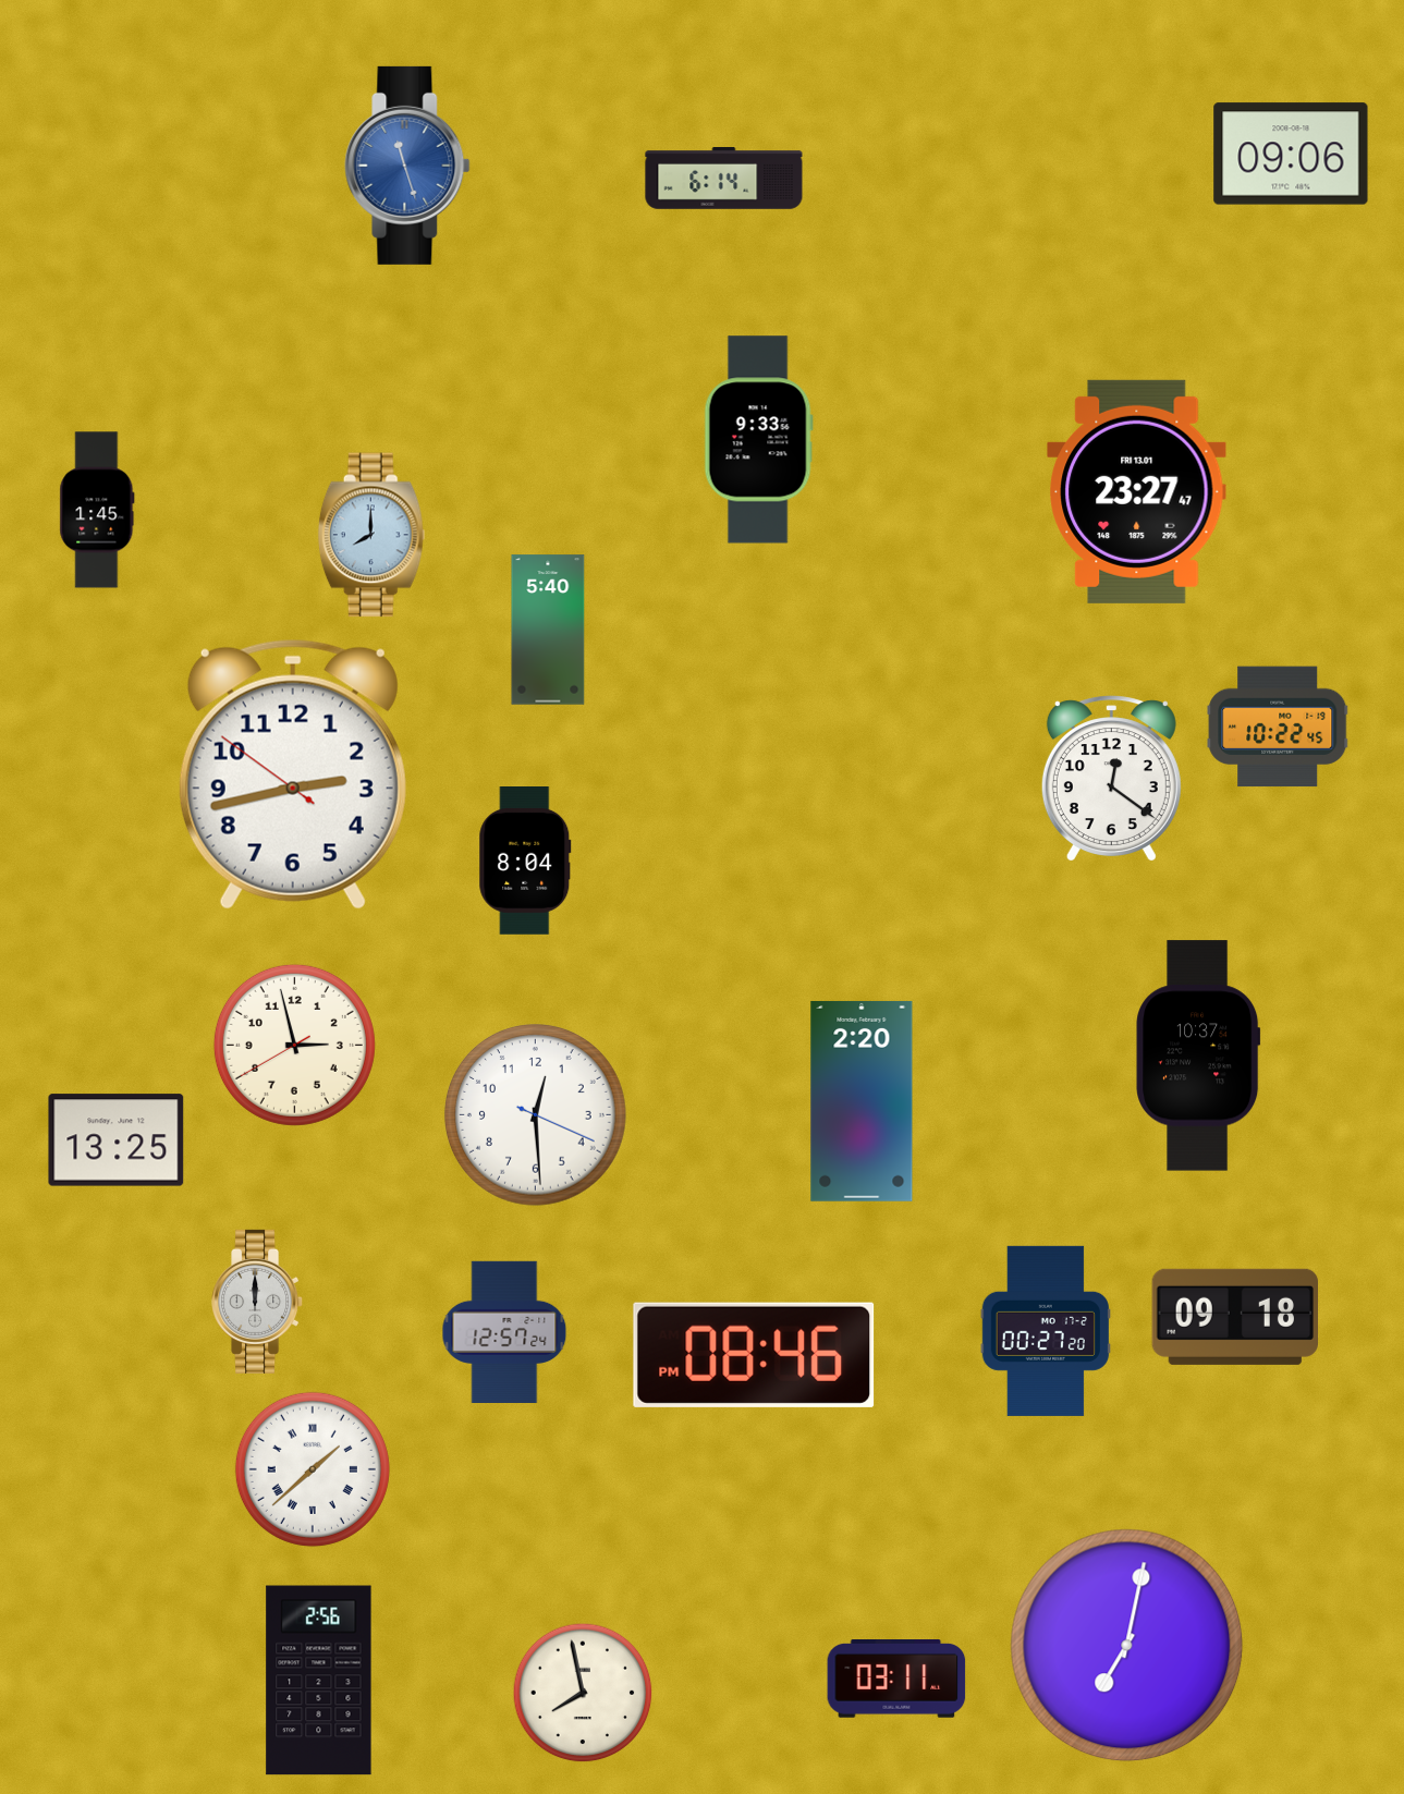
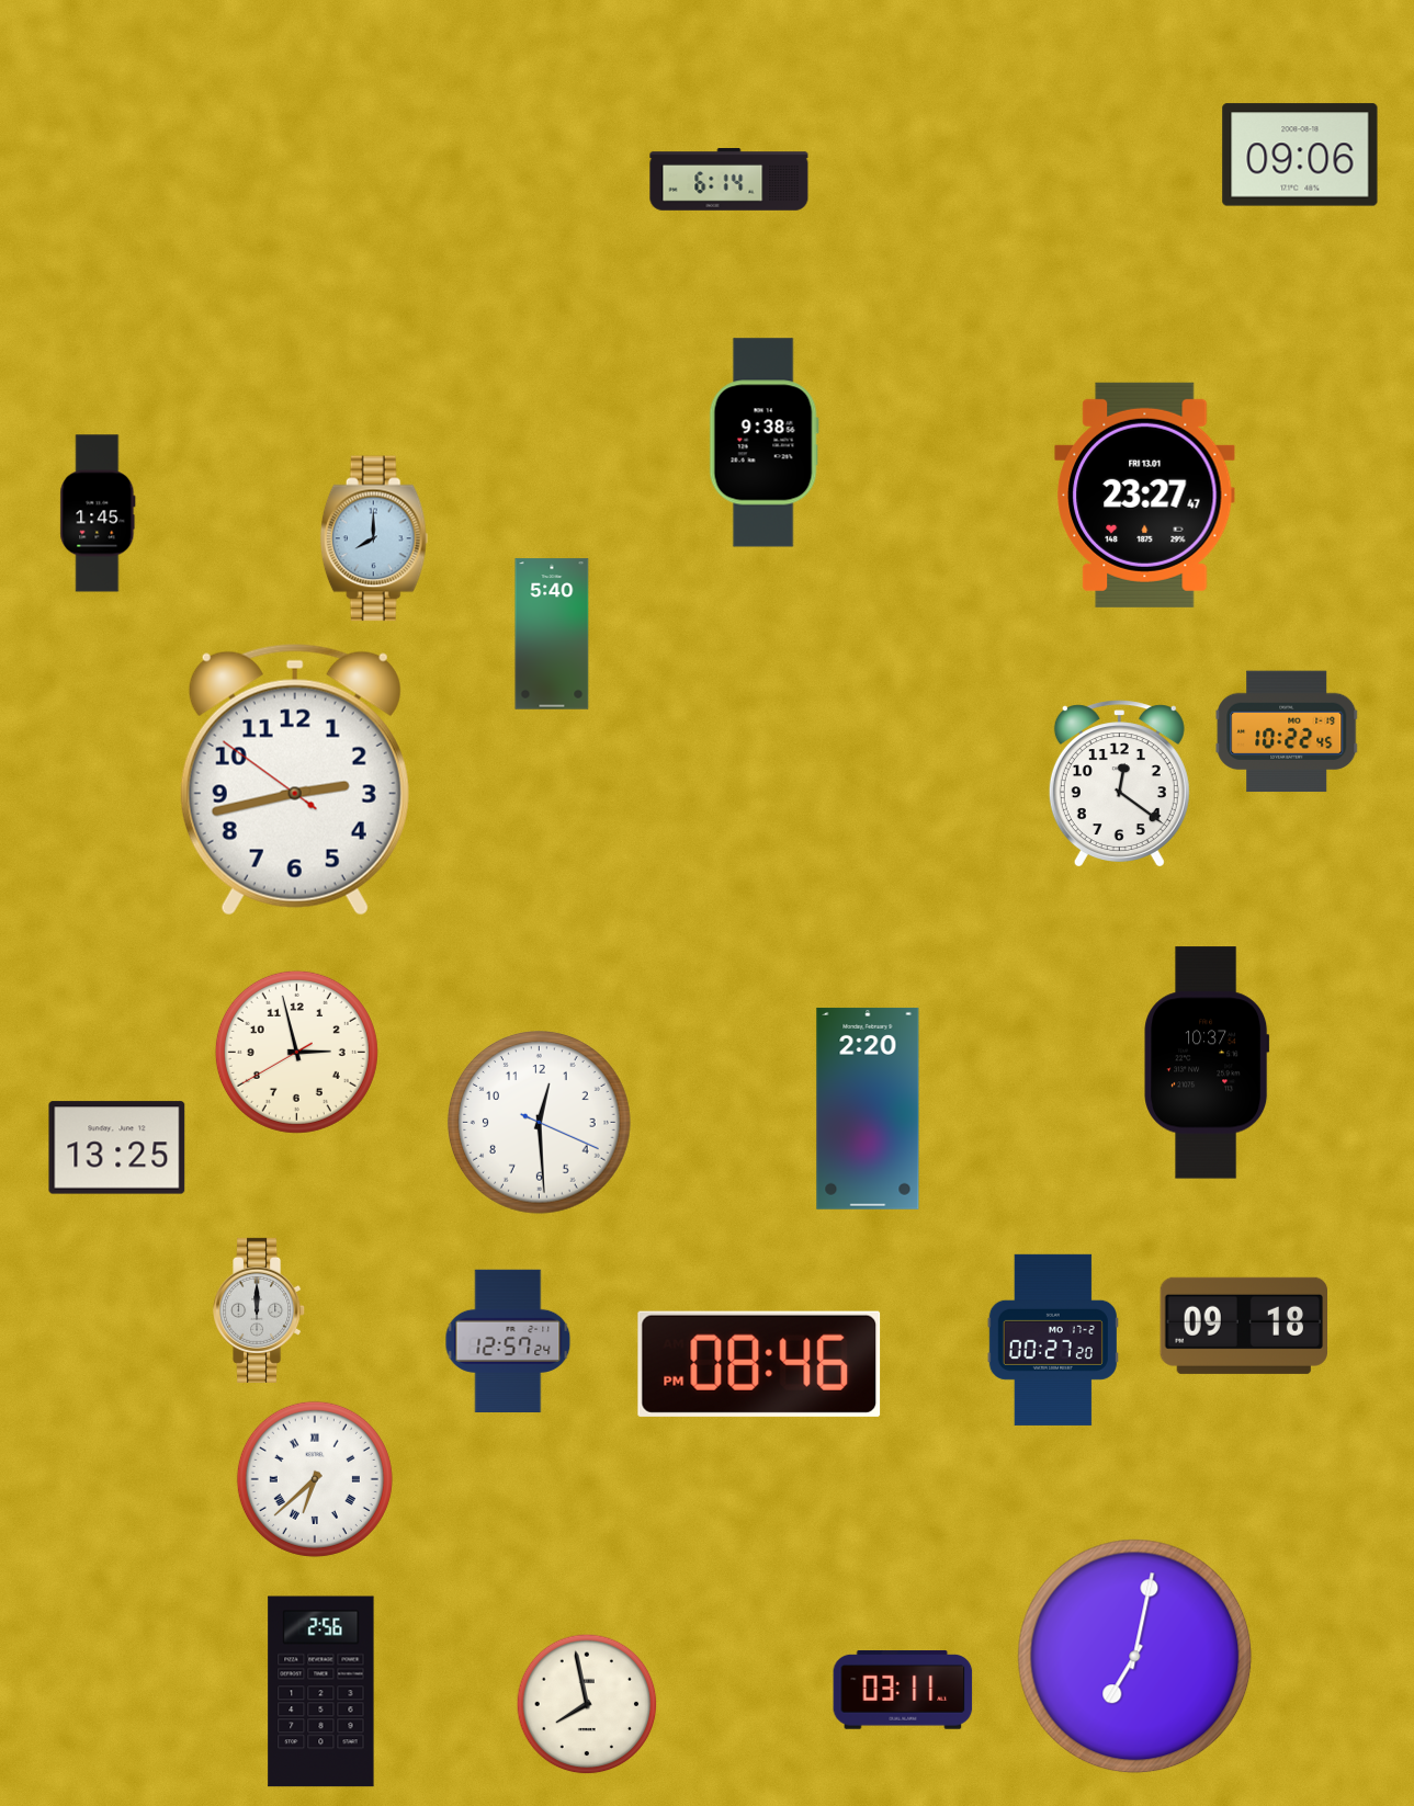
clock at (407, 166): 11:27 -> none
clock at (758, 440): 9:33 -> 9:38
clock at (525, 862): 8:04 -> none
clock at (313, 1469): 1:38 -> 6:38
